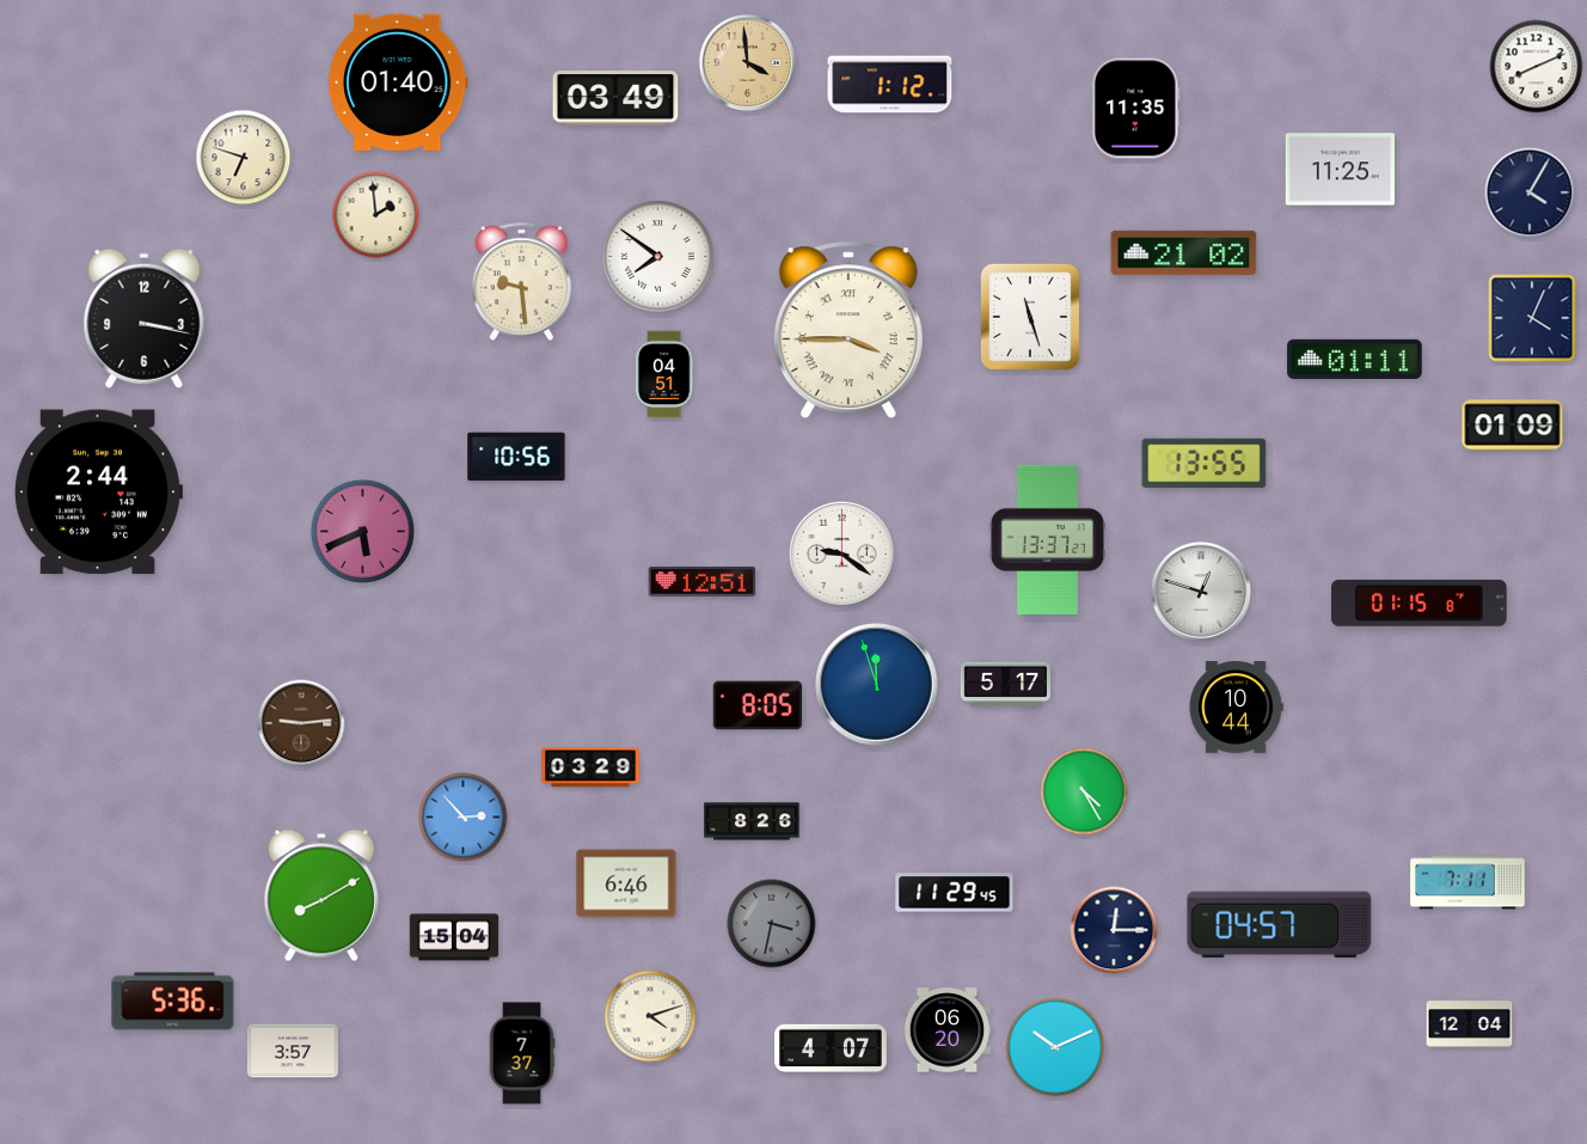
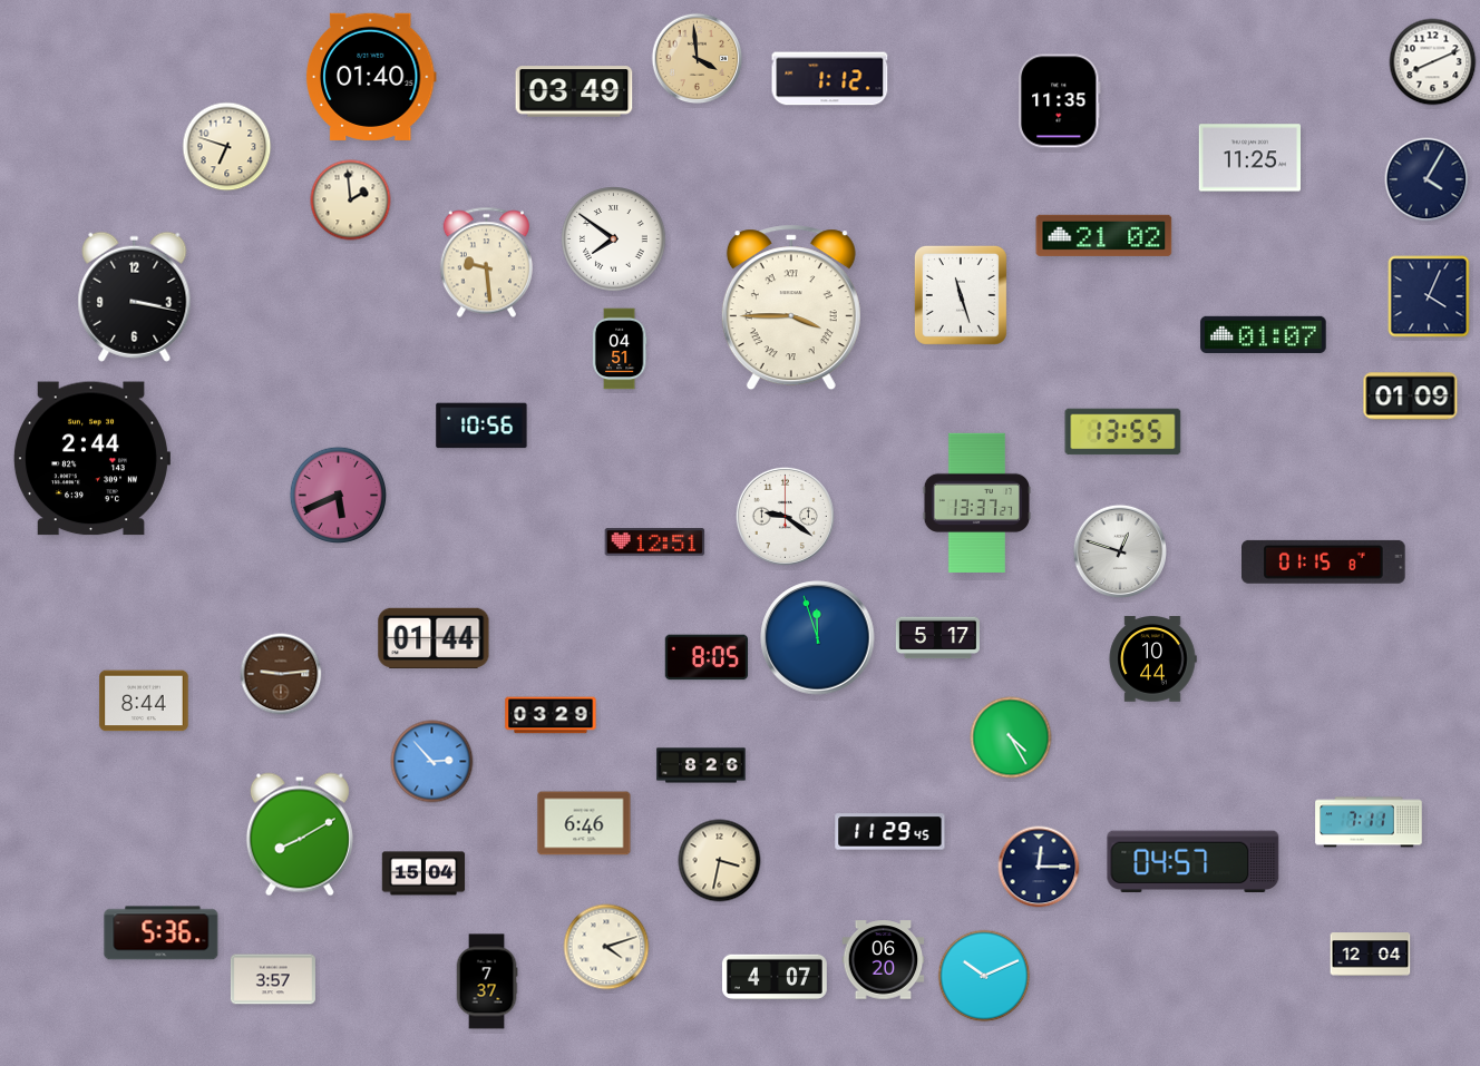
clock at (1355, 359): 01:11 -> 01:07
clock at (434, 638): none -> 01:44
clock at (144, 701): none -> 8:44
clock at (772, 924) dial: grey -> cream
